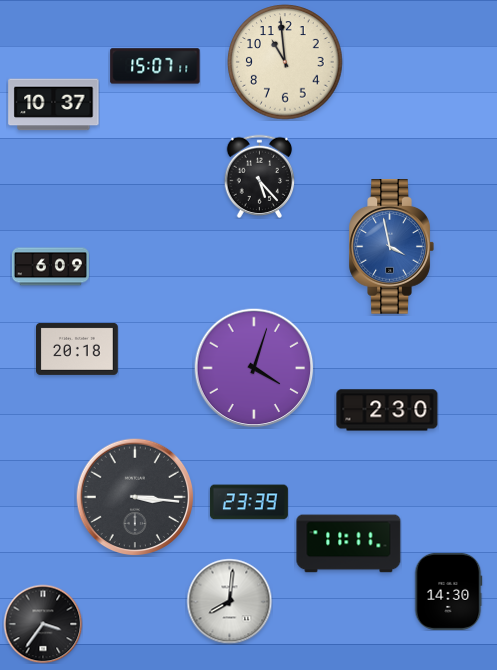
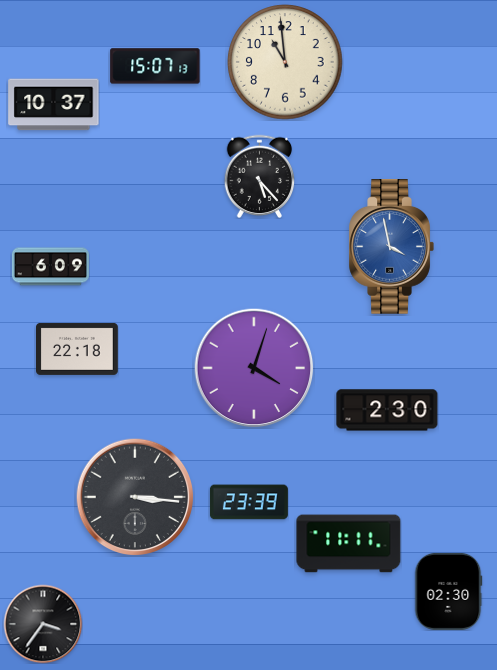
clock at (155, 66): 15:07:11 -> 15:07:13
clock at (78, 349): 20:18 -> 22:18
clock at (448, 591): 14:30 -> 02:30
clock at (229, 601): 8:01 -> none
